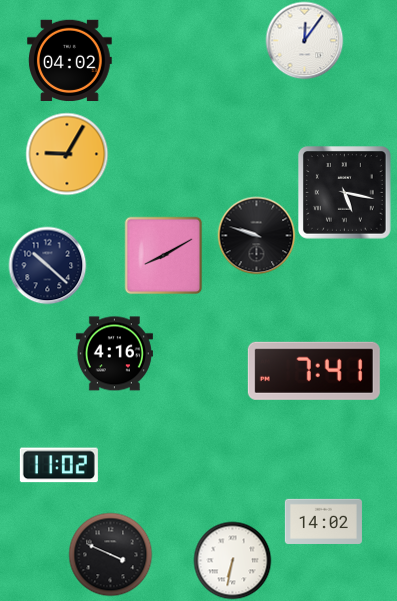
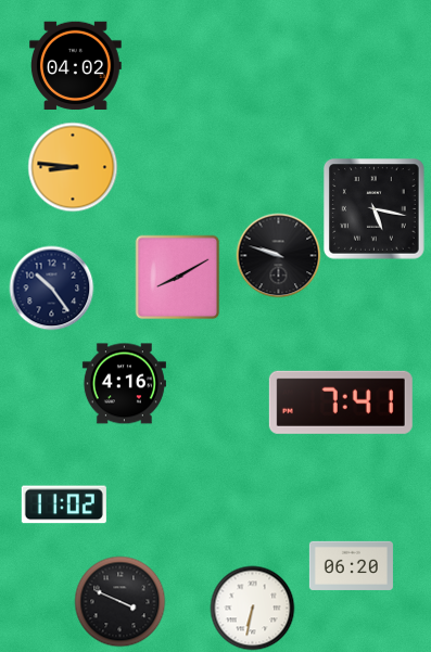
clock at (304, 40): 12:06 -> none
clock at (67, 154): 9:05 -> 8:46
clock at (47, 265): 10:22 -> 10:24
clock at (323, 521): 14:02 -> 06:20
